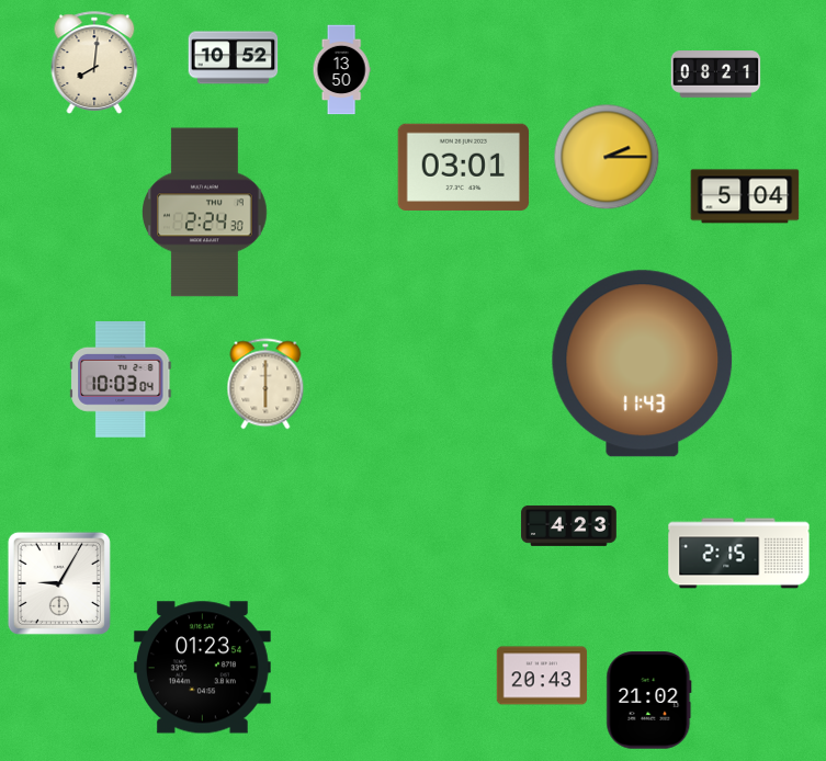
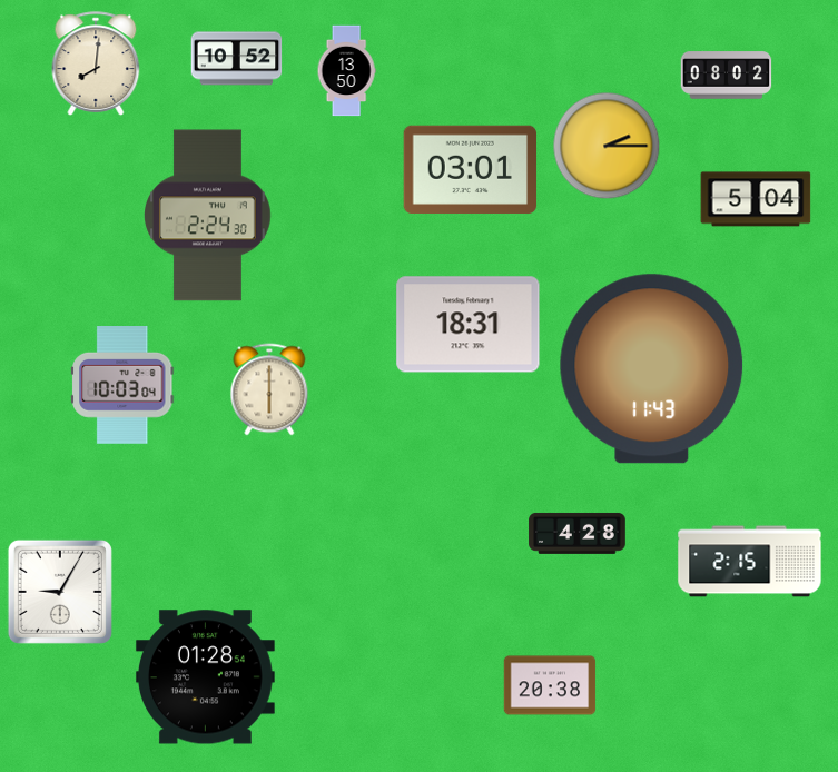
clock at (716, 75): 08:21 -> 08:02
clock at (607, 157) position: (607, 157) -> (607, 146)
clock at (469, 325): none -> 18:31
clock at (569, 525): 4:23 -> 4:28
clock at (202, 668): 01:23 -> 01:28
clock at (542, 675): 20:43 -> 20:38
clock at (649, 701): 21:02 -> none
